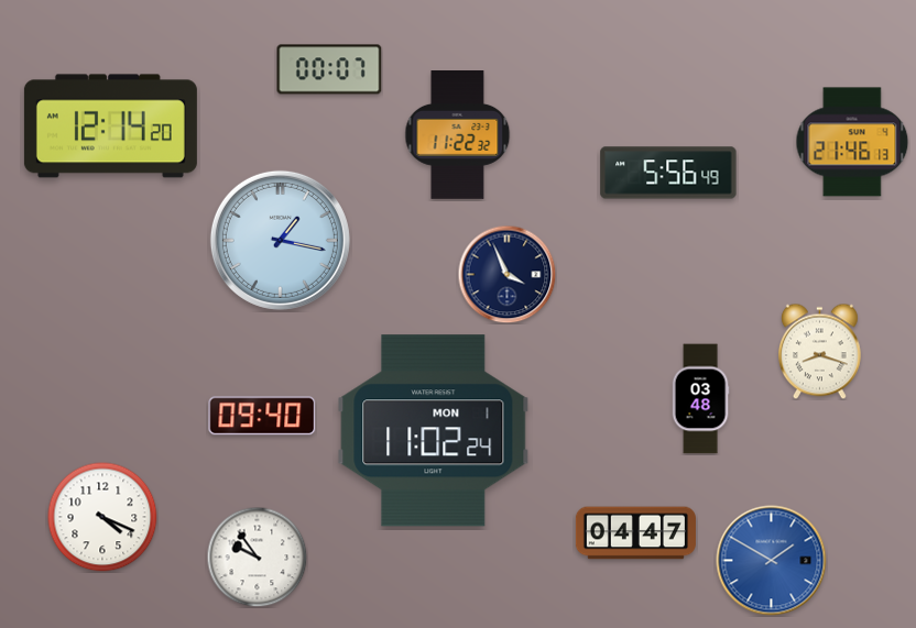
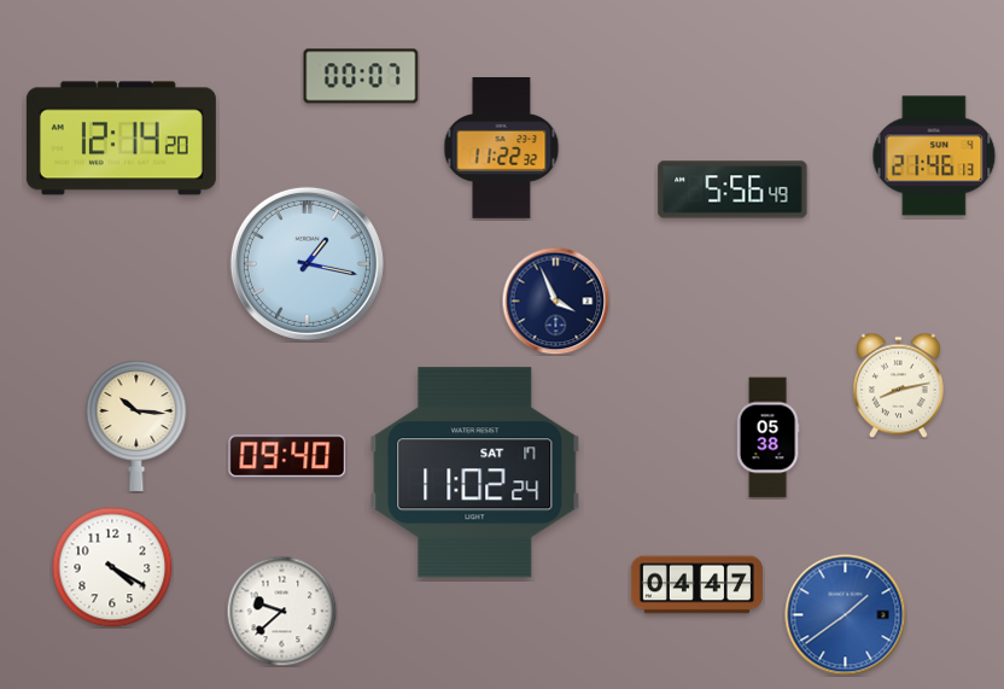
clock at (819, 351): 8:18 -> 8:13
clock at (136, 426): none -> 10:16
clock at (700, 399): 03:48 -> 05:38
clock at (434, 431) date: MON 1 -> SAT 17
clock at (102, 517): 4:19 -> 4:20
clock at (257, 557): 9:54 -> 9:38
clock at (772, 561): 1:50 -> 1:39
